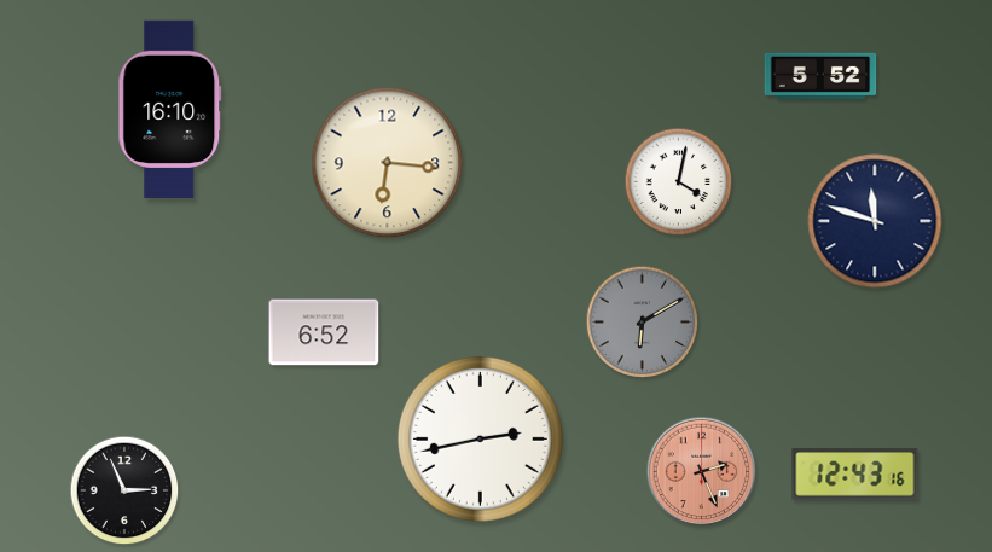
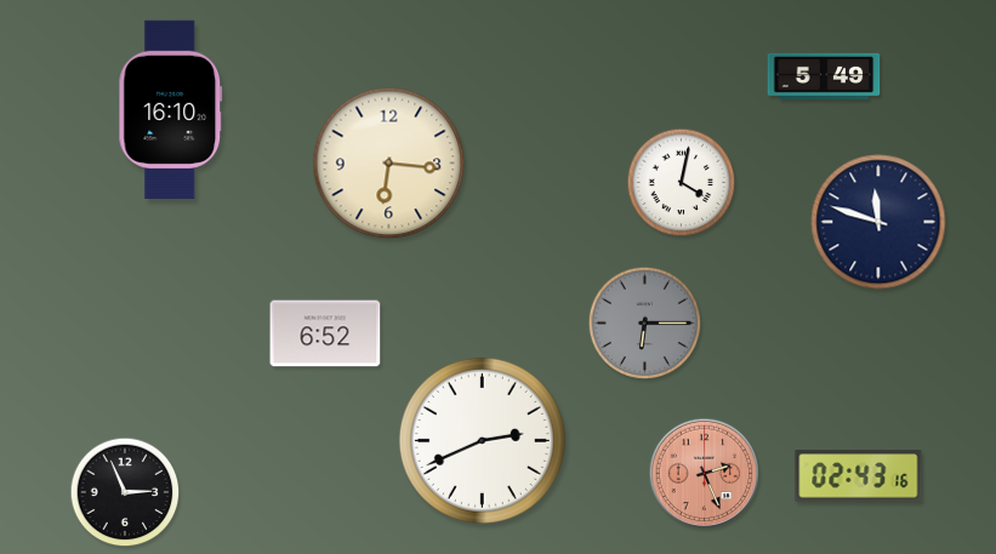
clock at (820, 76): 5:52 -> 5:49
clock at (643, 323): 6:10 -> 6:15
clock at (480, 438): 2:43 -> 2:41
clock at (855, 475): 12:43 -> 02:43
